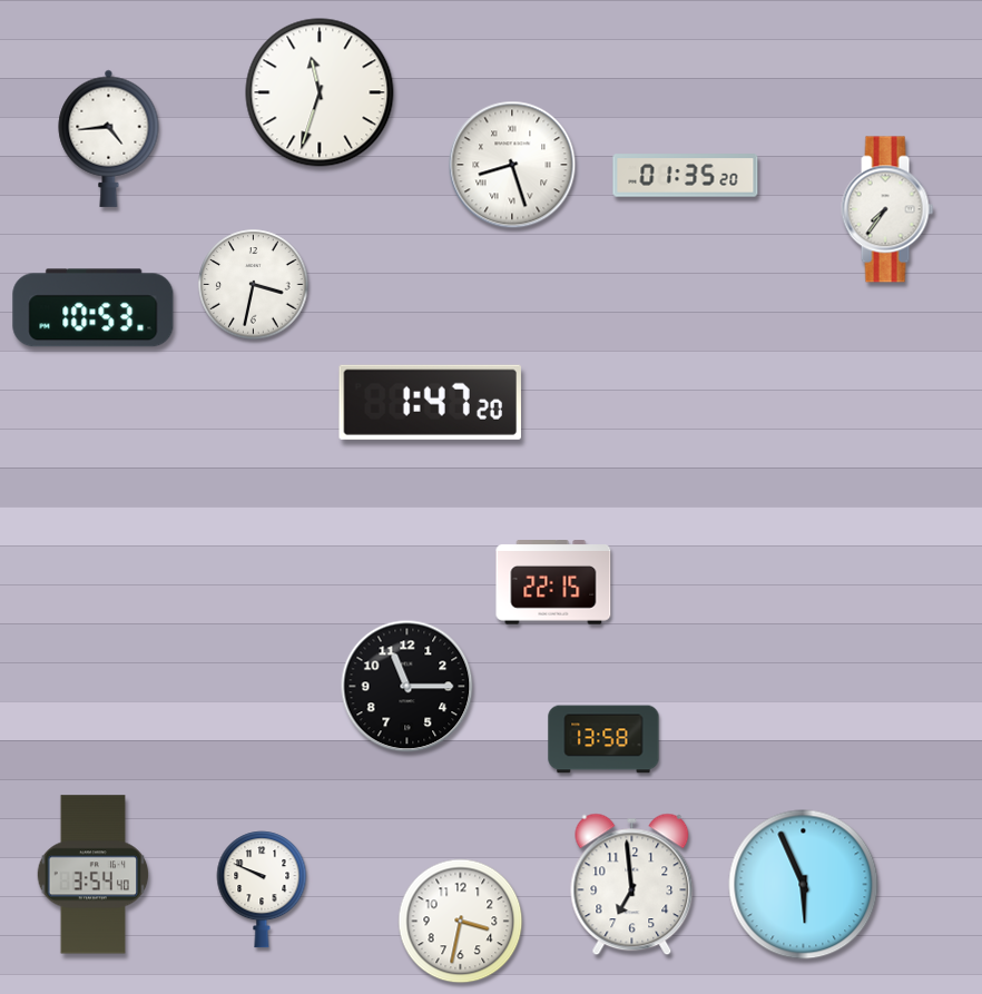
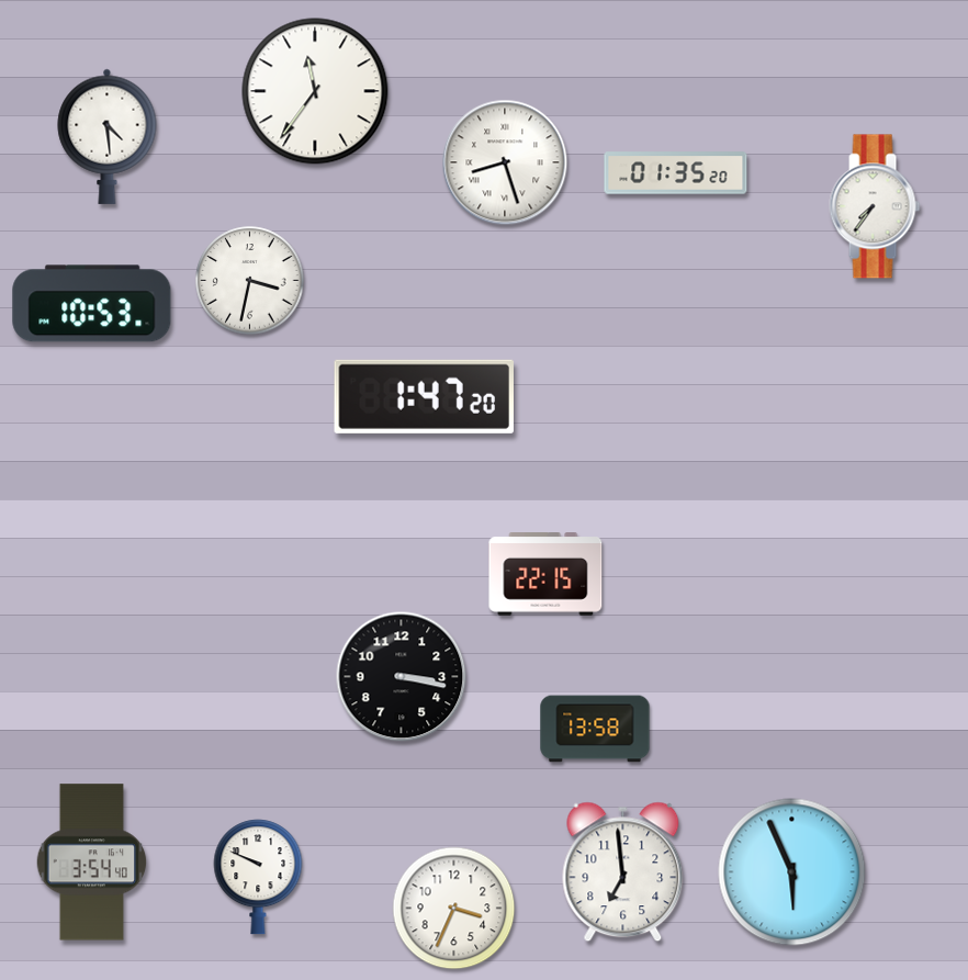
clock at (320, 92): 11:33 -> 11:36
clock at (109, 138): 4:44 -> 4:29
clock at (407, 687): 11:15 -> 3:17
clock at (461, 922): 3:32 -> 3:34
